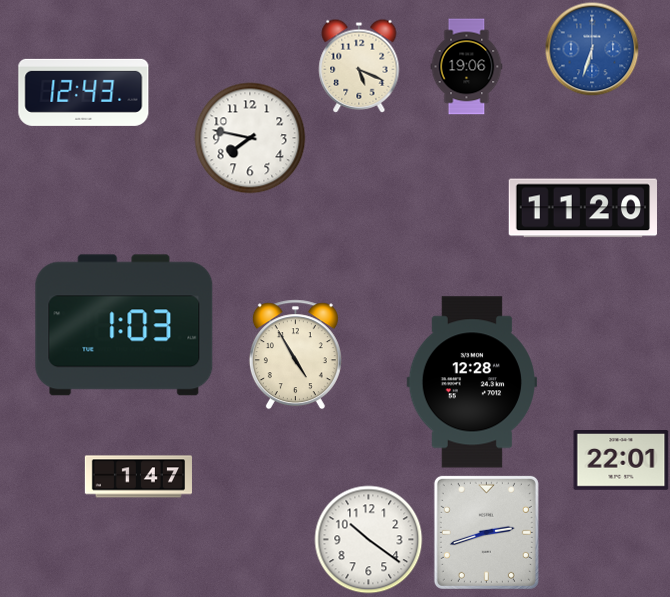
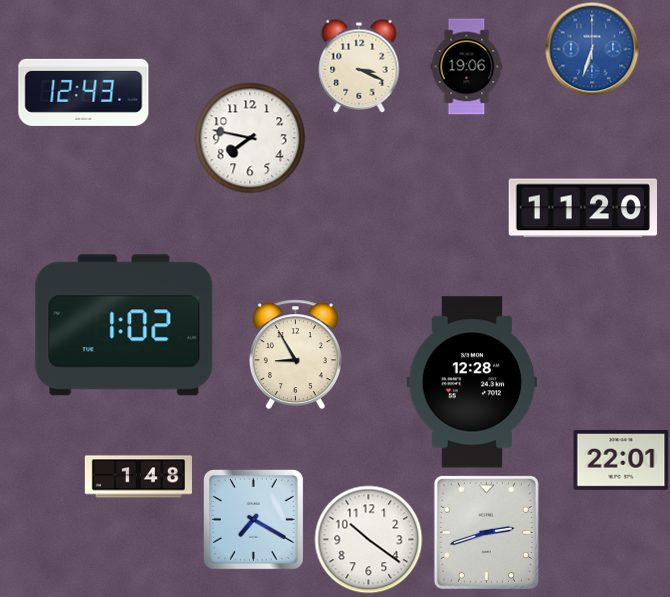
clock at (359, 66): 5:19 -> 3:19
clock at (124, 325): 1:03 -> 1:02
clock at (295, 355): 4:55 -> 8:55
clock at (138, 477): 1:47 -> 1:48
clock at (253, 519): none -> 7:20
